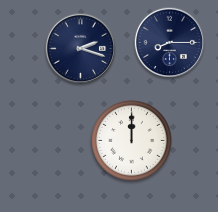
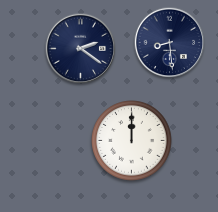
clock at (170, 43): 8:15 -> 8:29
clock at (81, 49): 2:18 -> 2:21
